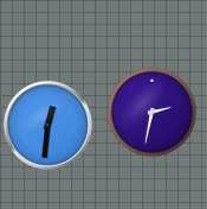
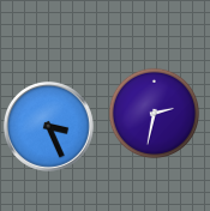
clock at (47, 125): 12:31 -> 3:26
